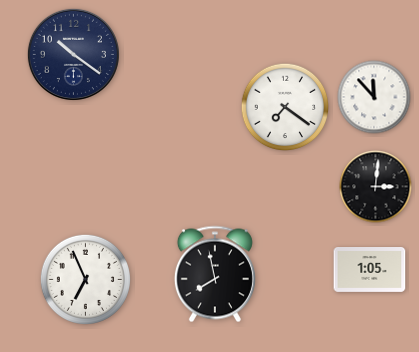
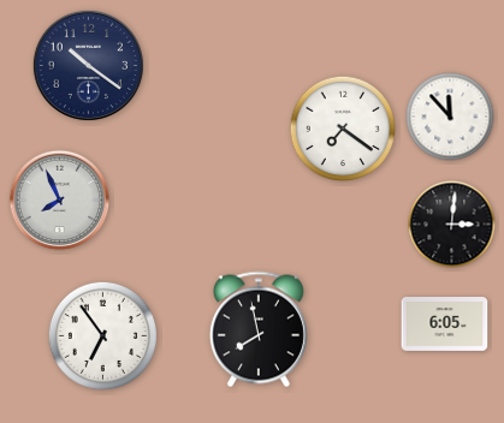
clock at (60, 201): none -> 7:56
clock at (370, 270): 1:05 -> 6:05
clock at (85, 279): 6:56 -> 6:54
